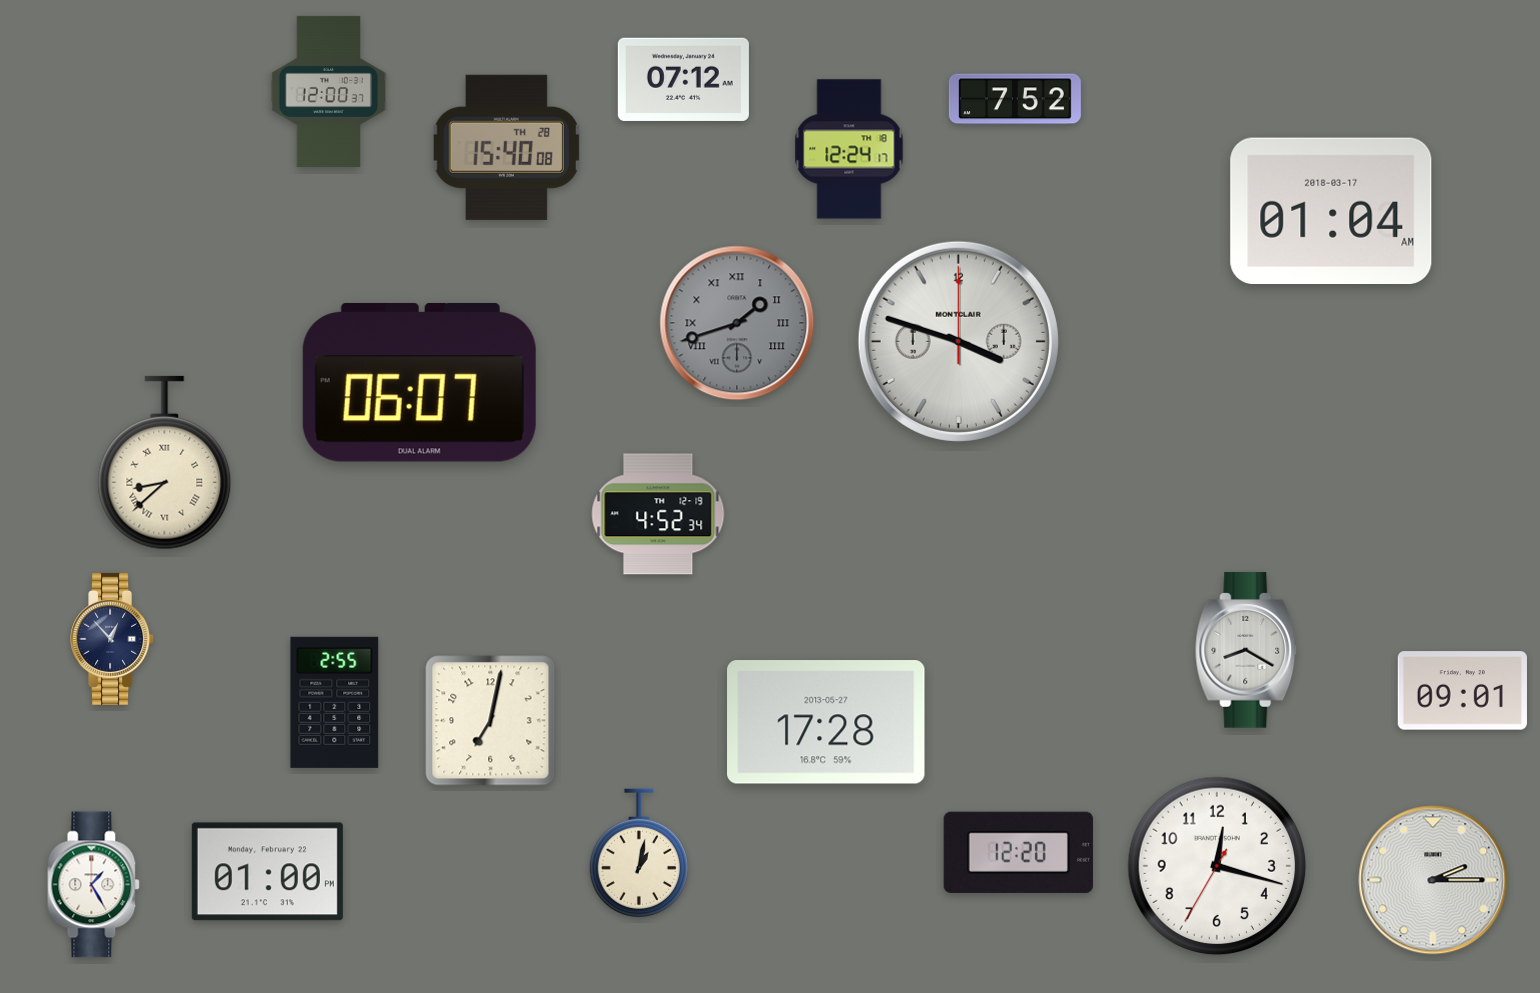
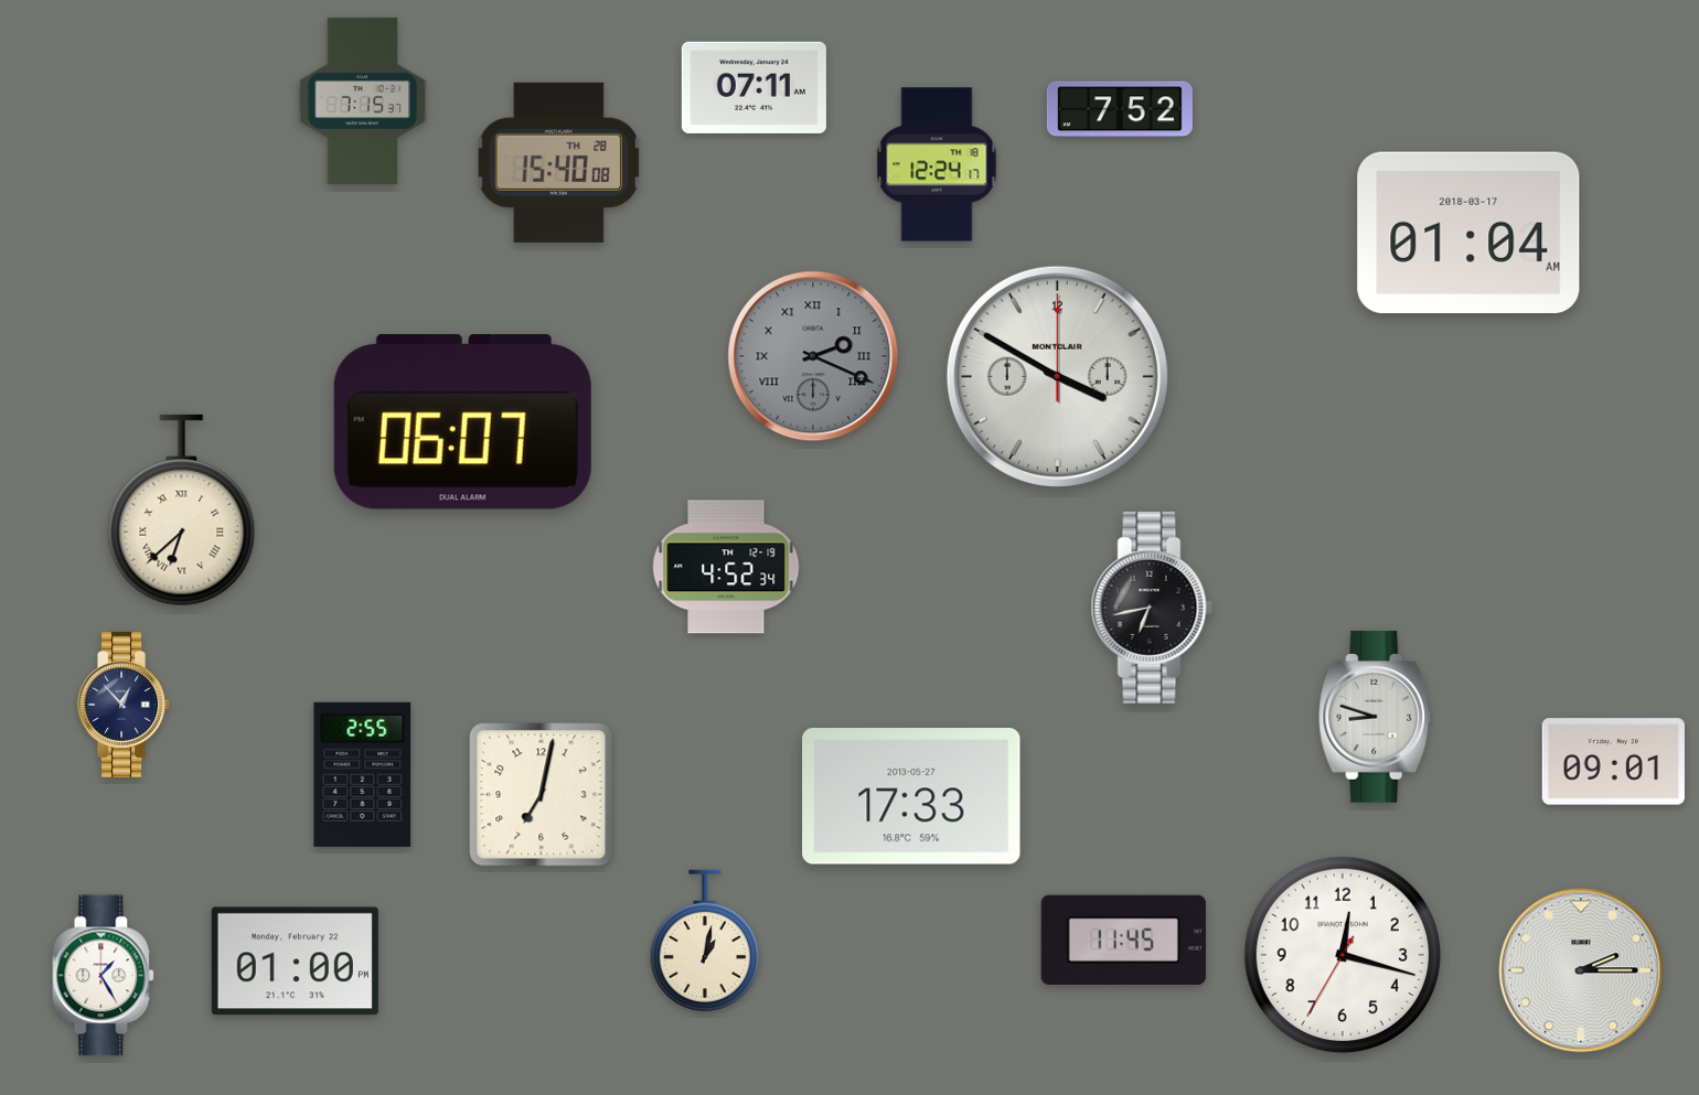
clock at (683, 79): 07:12 -> 07:11
clock at (328, 91): 12:00 -> 7:15
clock at (737, 323): 1:42 -> 2:19
clock at (958, 341): 3:48 -> 3:50
clock at (165, 463): 8:38 -> 6:38
clock at (1152, 608): none -> 6:43
clock at (1247, 650): 8:20 -> 8:48
clock at (335, 702) position: (335, 702) -> (363, 774)
clock at (826, 722): 17:28 -> 17:33
clock at (1018, 852): 12:20 -> 11:45
